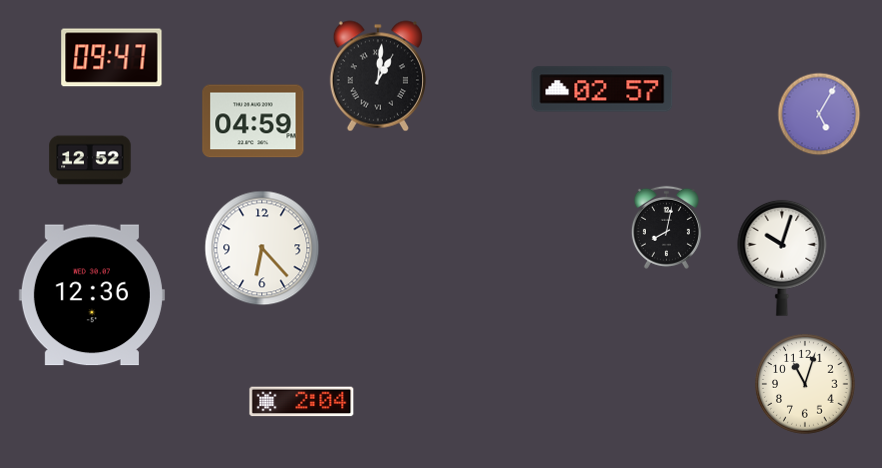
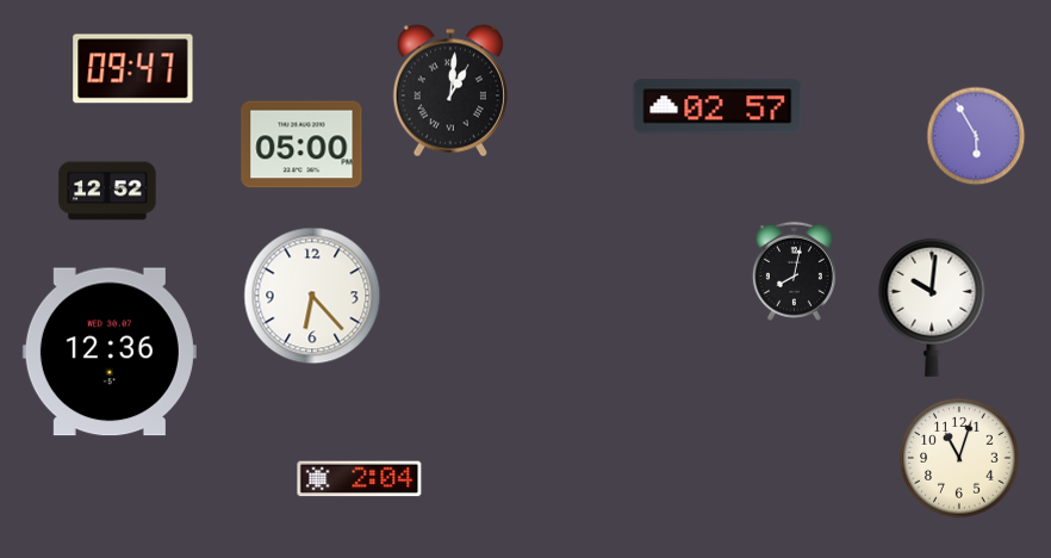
clock at (819, 114): 5:05 -> 5:55
clock at (253, 121): 04:59 -> 05:00
clock at (782, 258): 10:03 -> 10:01
